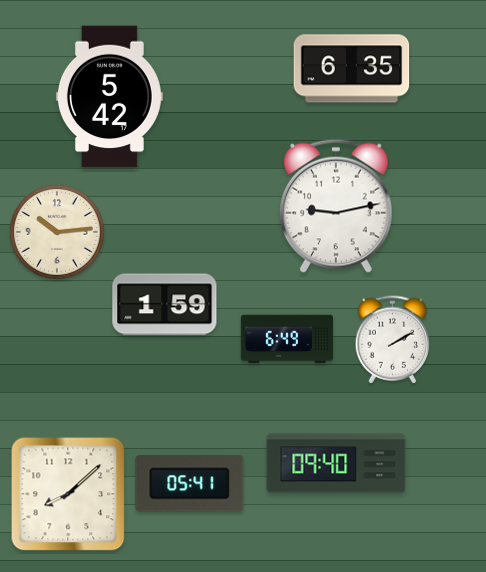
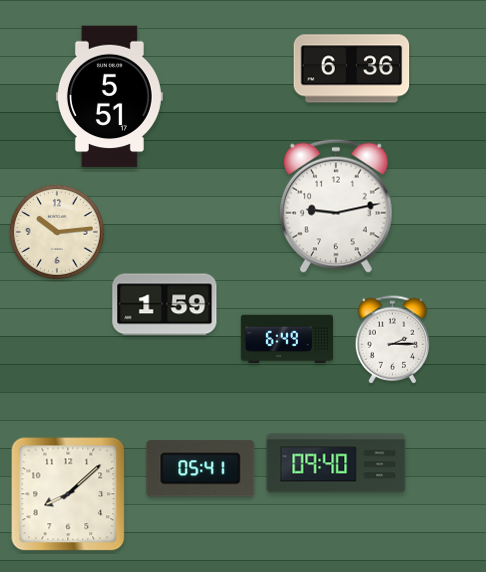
clock at (352, 69): 6:35 -> 6:36
clock at (109, 97): 5:42 -> 5:51
clock at (393, 340): 2:10 -> 2:15
clock at (190, 484) position: (190, 484) -> (201, 469)
